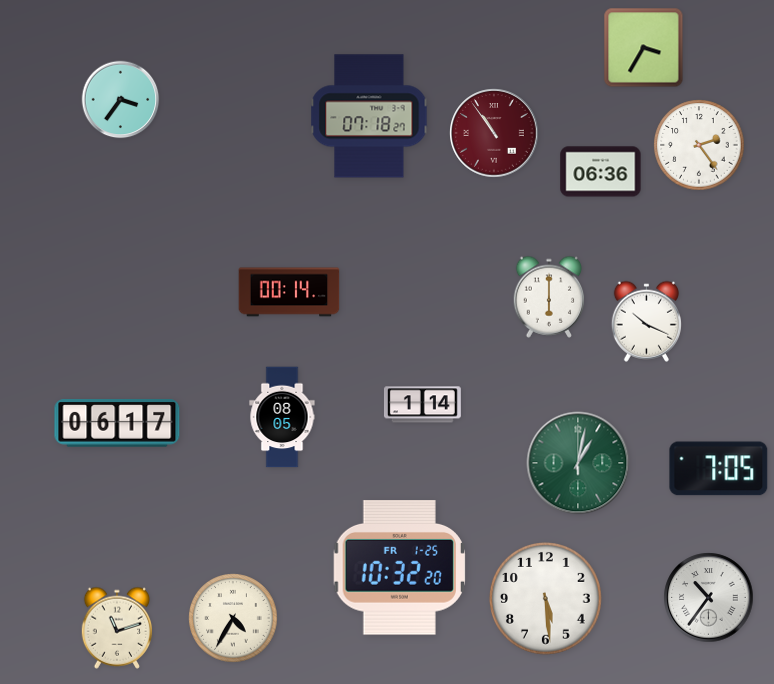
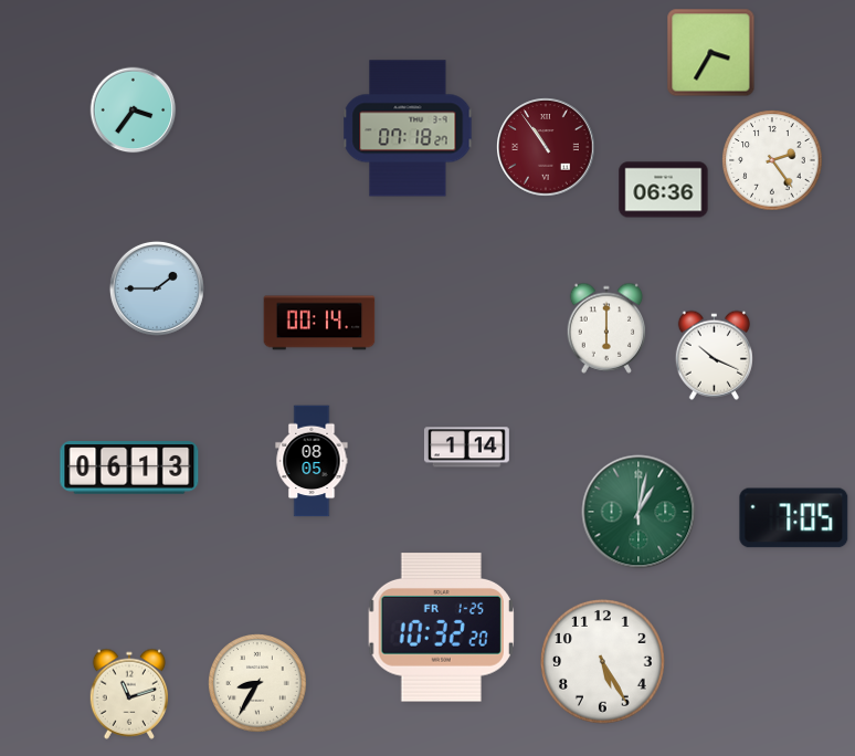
clock at (157, 288): none -> 1:45
clock at (117, 423): 06:17 -> 06:13
clock at (709, 598): 10:36 -> none
clock at (546, 599): 5:29 -> 5:25
clock at (233, 618): 4:35 -> 8:35
